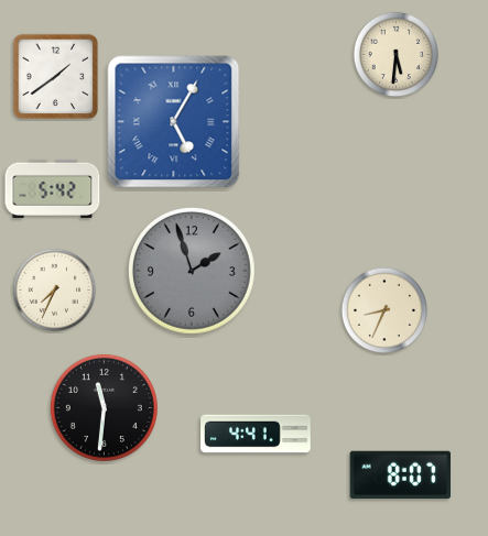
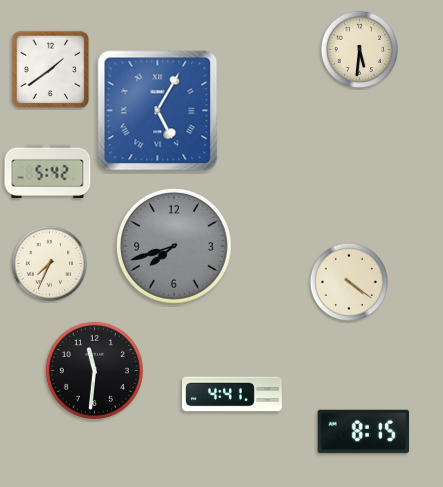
clock at (193, 271): 1:57 -> 7:42
clock at (383, 309): 8:34 -> 4:21
clock at (401, 475): 8:07 -> 8:15
